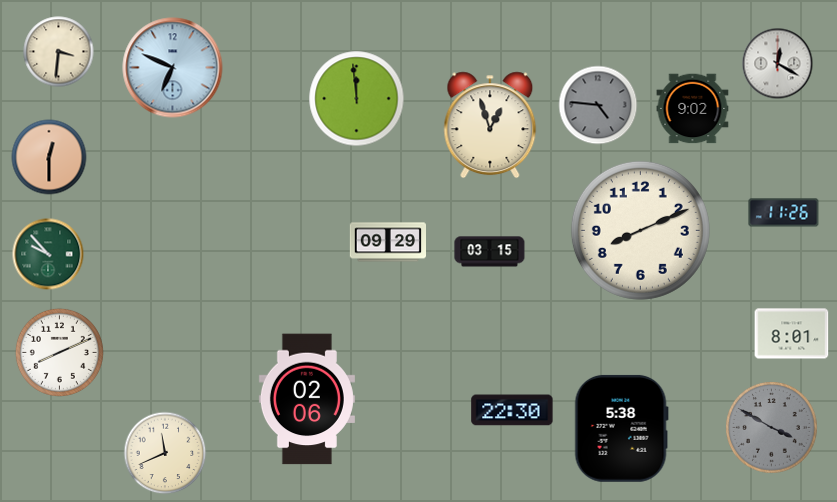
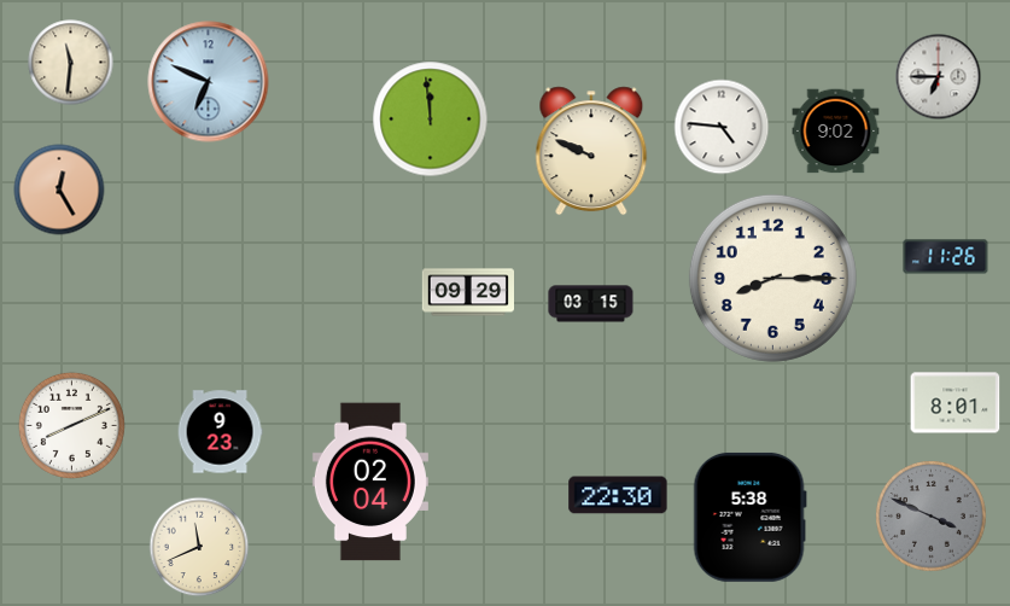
clock at (59, 52): 3:31 -> 11:31
clock at (778, 64): 12:20 -> 6:45
clock at (598, 105) dial: grey -> white
clock at (490, 125): 12:57 -> 9:49
clock at (49, 157): 12:30 -> 12:25
clock at (640, 230): 8:11 -> 8:15
clock at (48, 254): 9:53 -> none
clock at (220, 432): none -> 9:23
clock at (307, 399): 02:06 -> 02:04
clock at (772, 428): 3:50 -> 3:49
